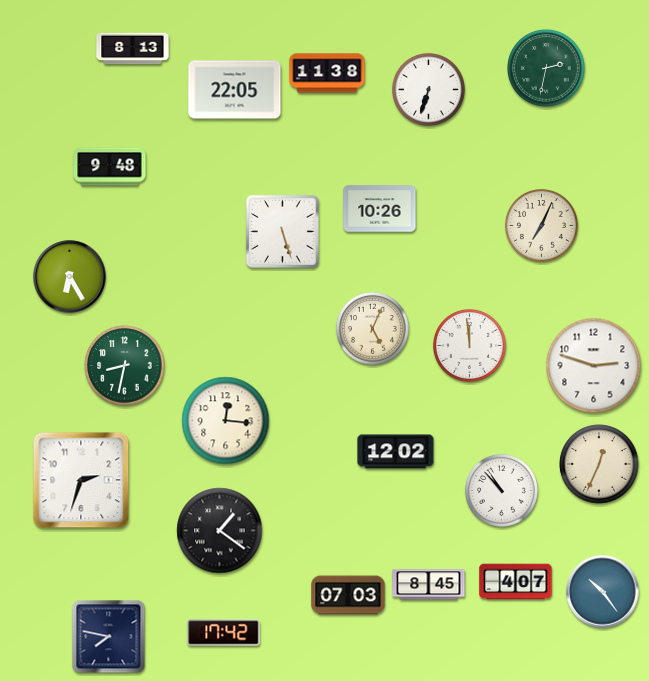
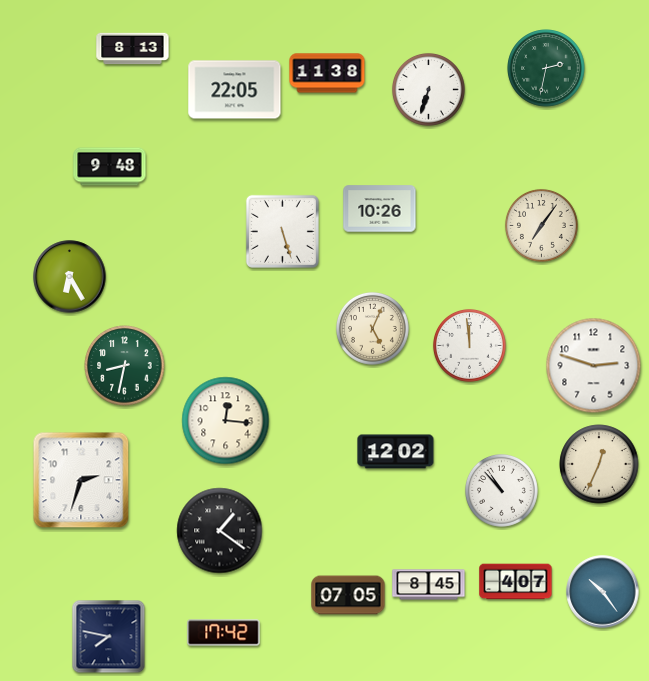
clock at (541, 225): 7:04 -> 7:06
clock at (348, 595): 07:03 -> 07:05
